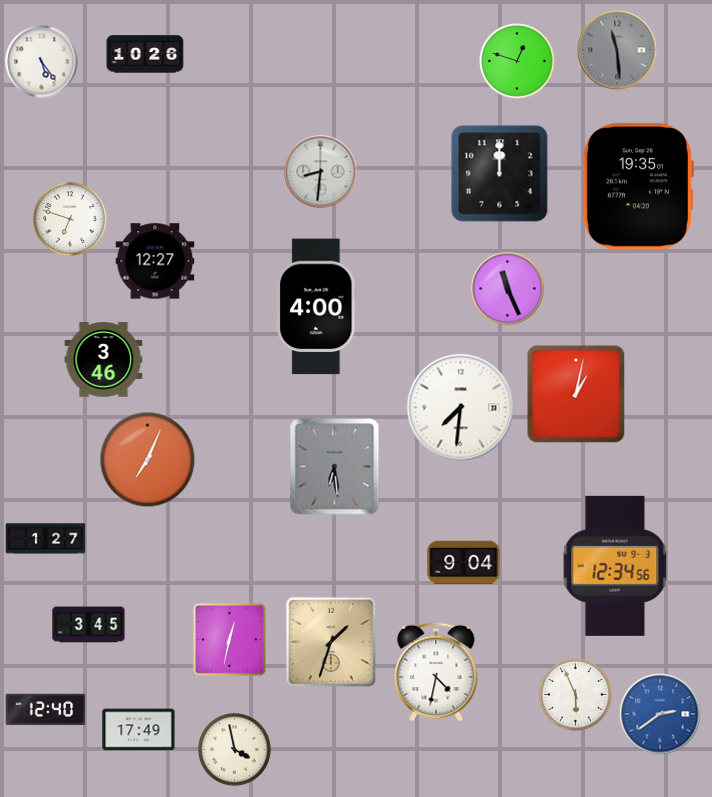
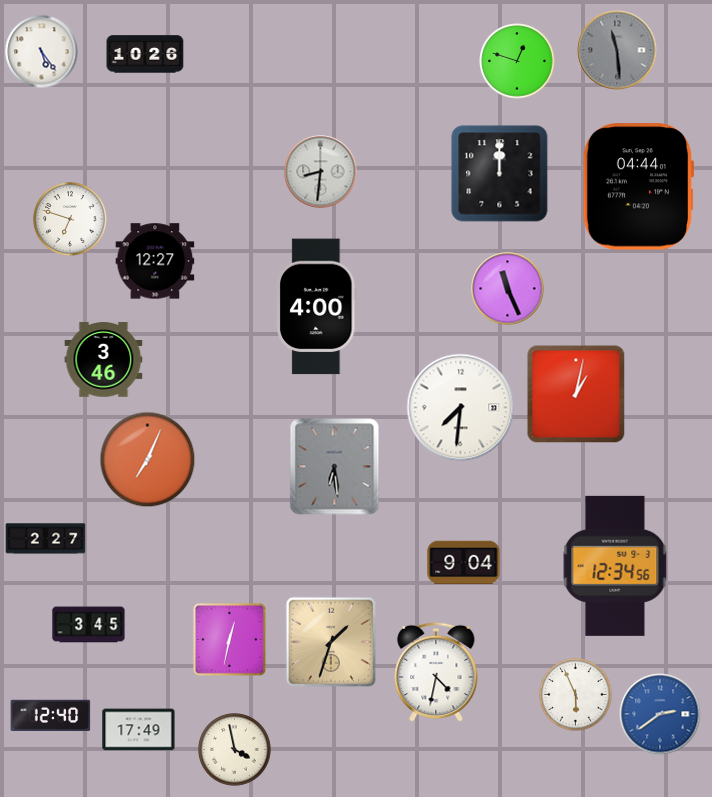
clock at (42, 62) position: (42, 62) -> (42, 52)
clock at (638, 187): 19:35 -> 04:44
clock at (46, 539): 1:27 -> 2:27
clock at (46, 709) position: (46, 709) -> (51, 715)
